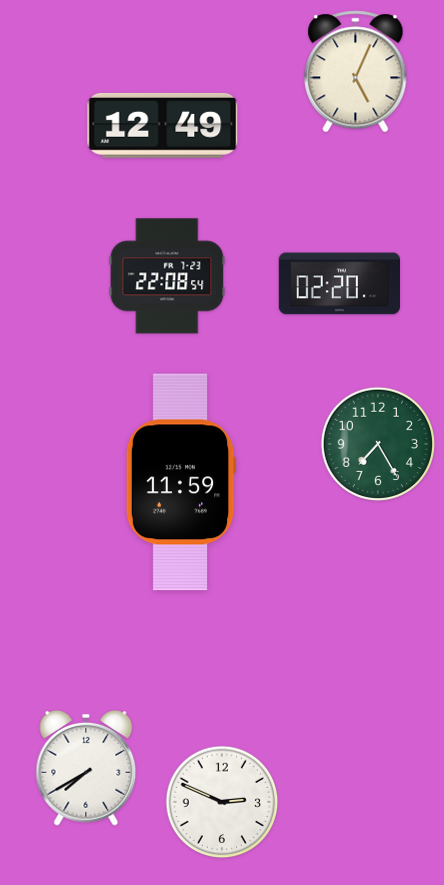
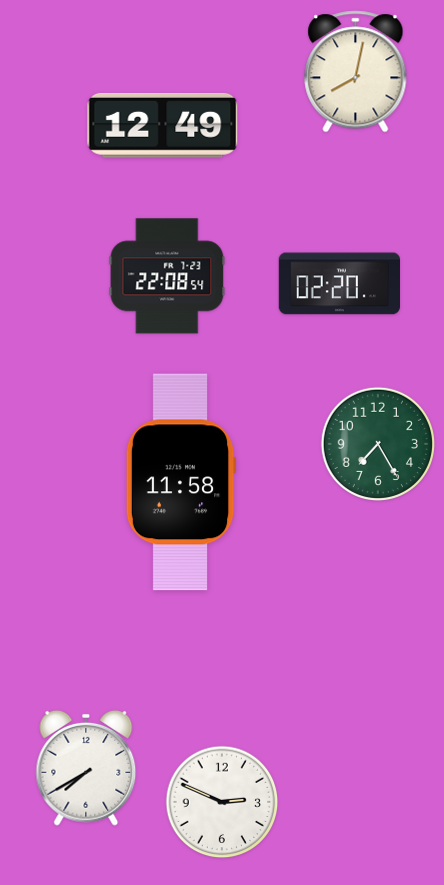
clock at (356, 72): 5:04 -> 8:02
clock at (181, 482): 11:59 -> 11:58
